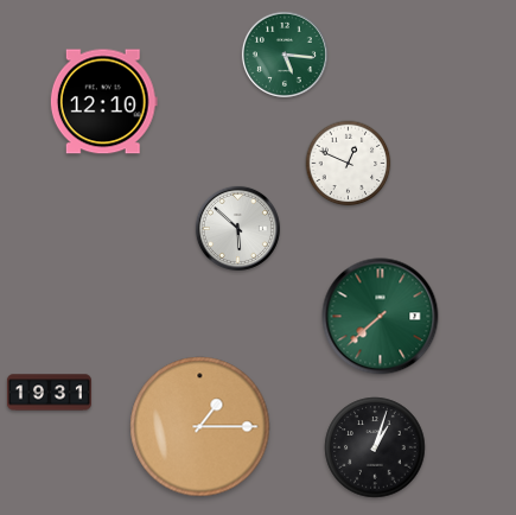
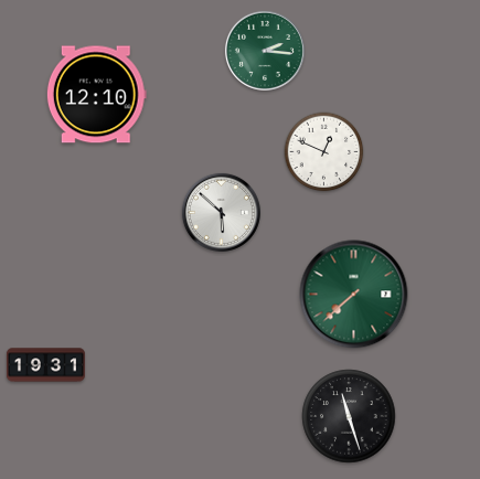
clock at (285, 55): 5:16 -> 2:16
clock at (200, 427): 1:15 -> none
clock at (375, 447): 1:03 -> 11:27
